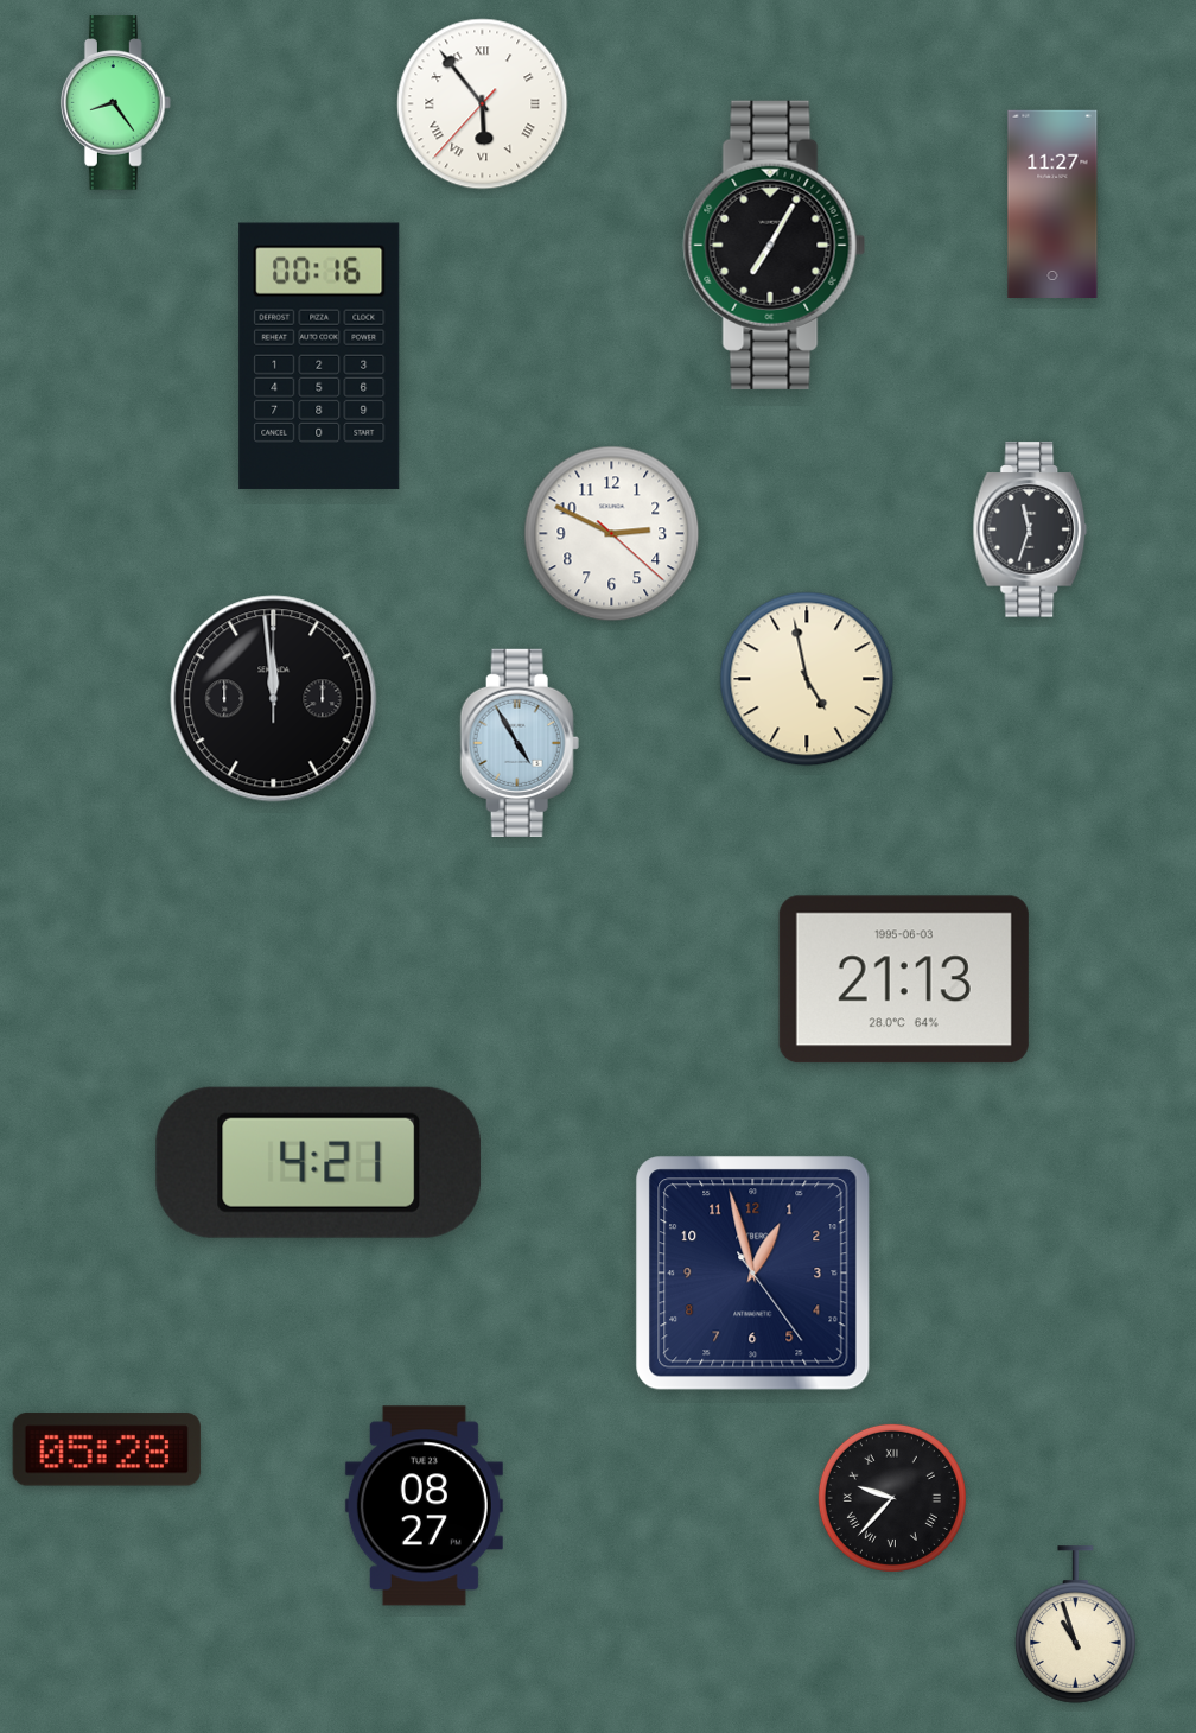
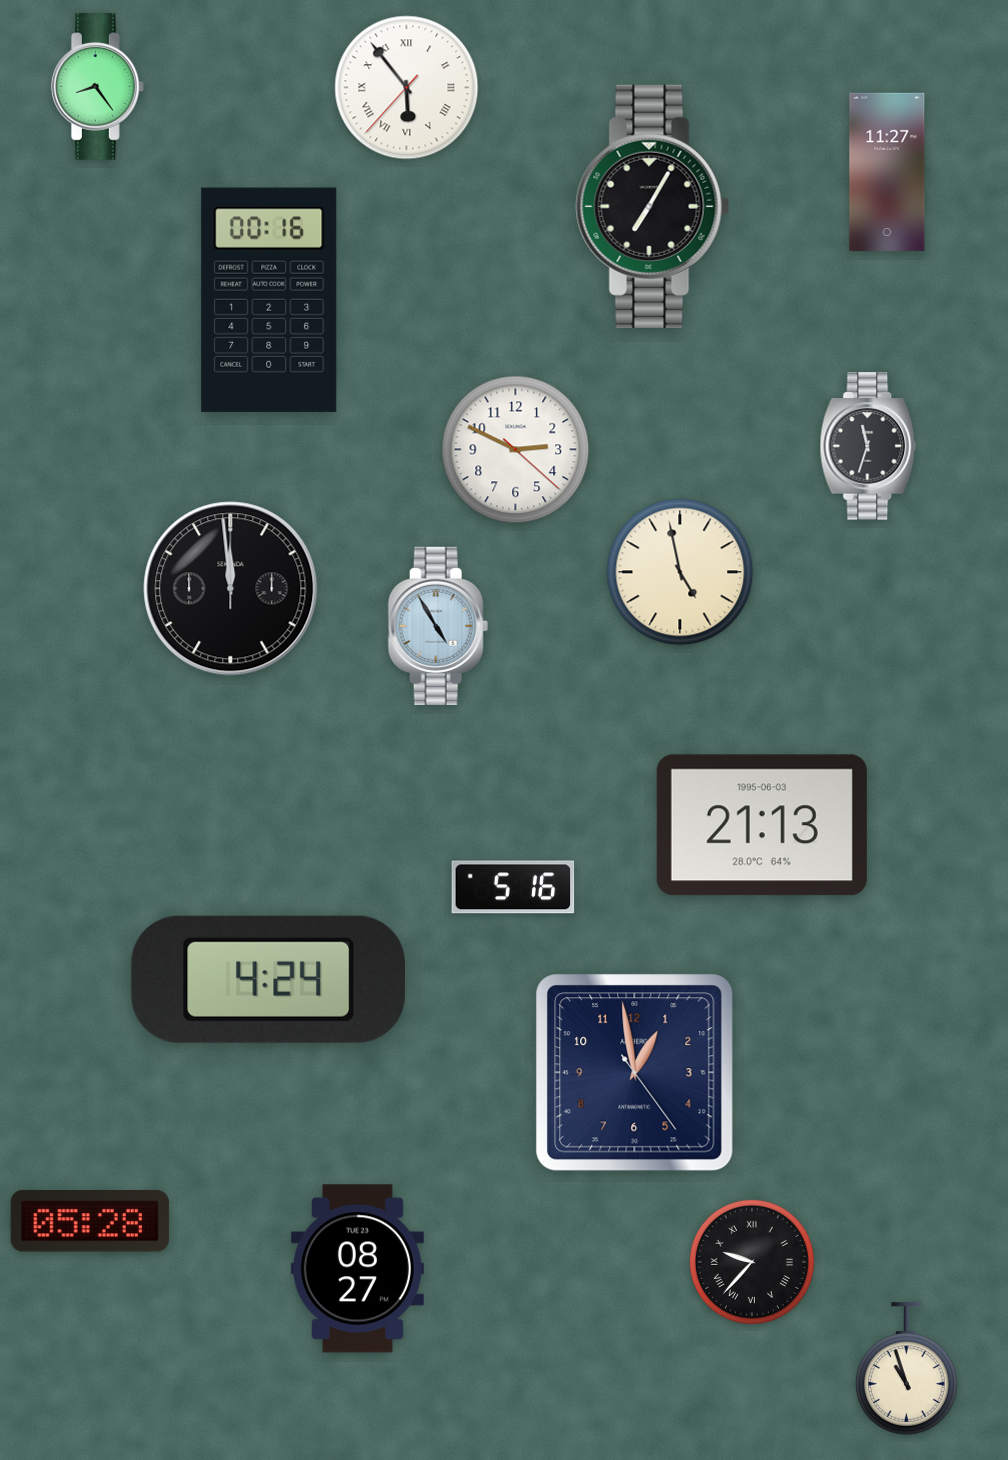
clock at (513, 887): none -> 5:16
clock at (318, 1162): 4:21 -> 4:24
clock at (753, 1274): 12:57 -> 12:58
